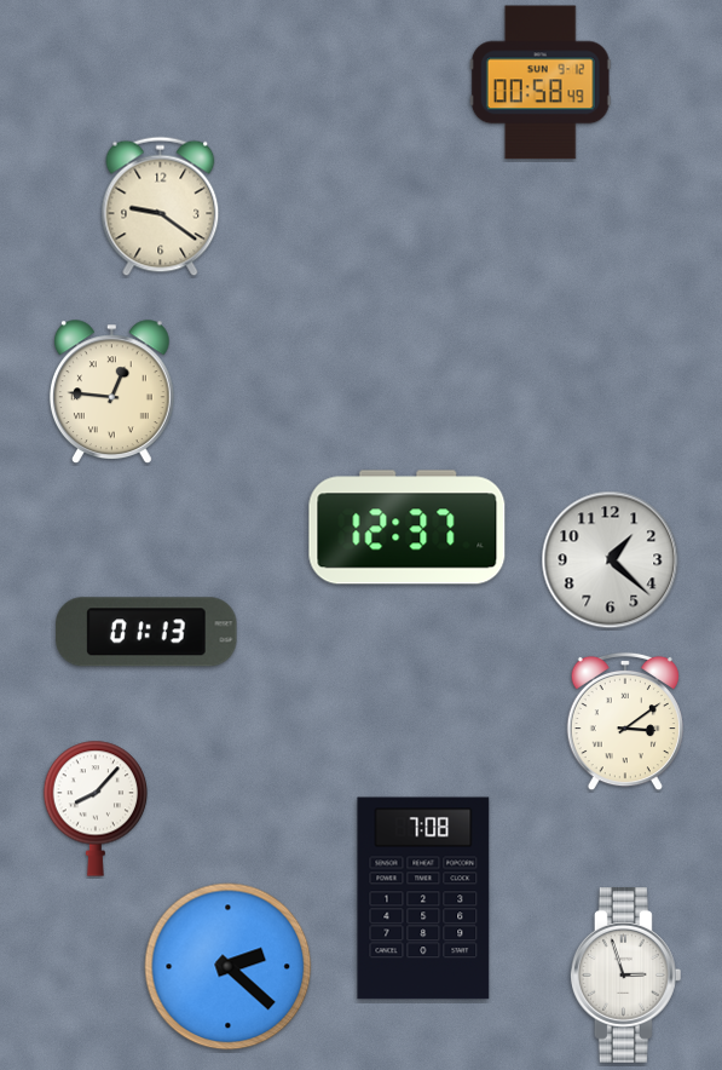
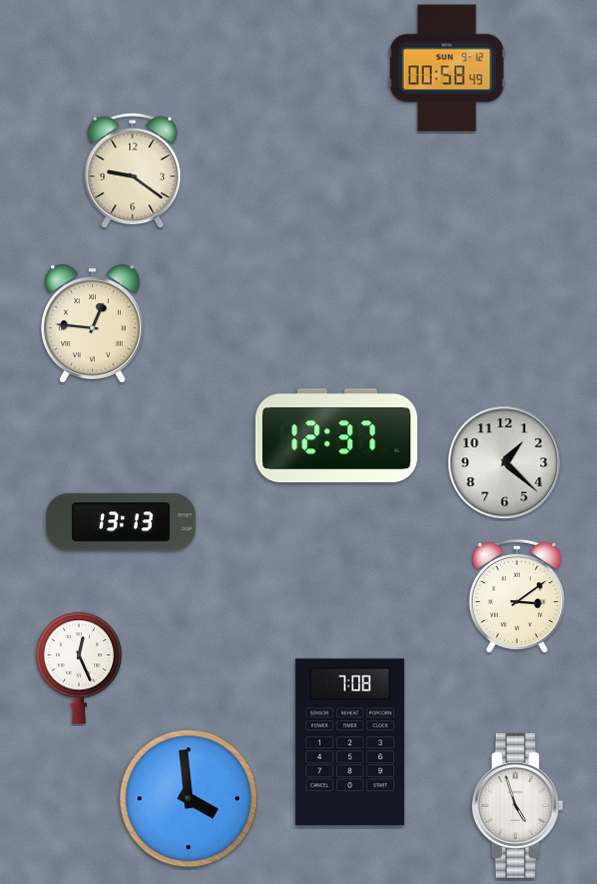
clock at (146, 632): 01:13 -> 13:13
clock at (96, 809): 8:07 -> 12:26
clock at (229, 967): 2:22 -> 3:59
clock at (625, 976): 2:57 -> 4:57
